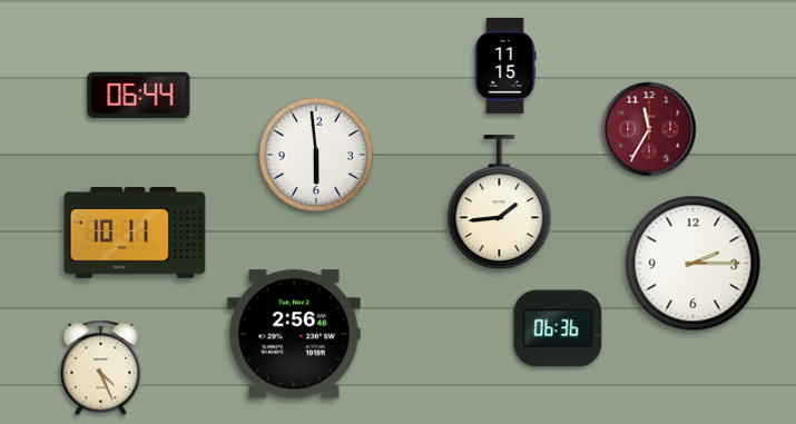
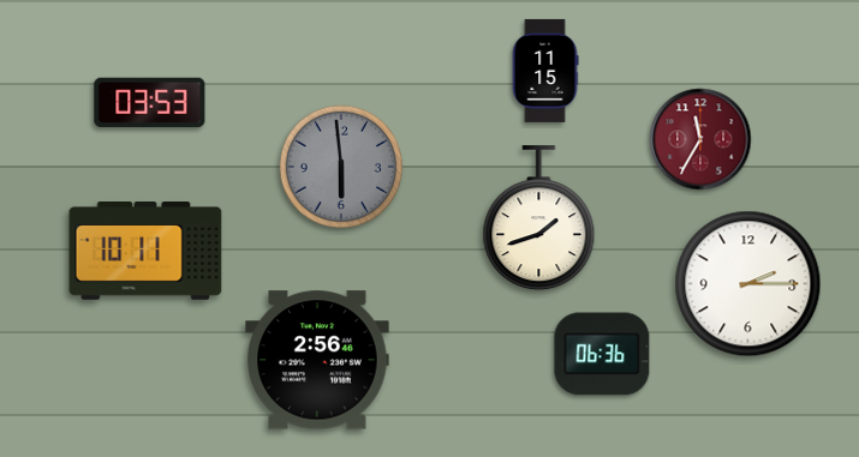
clock at (139, 95): 06:44 -> 03:53
clock at (315, 154) dial: white -> grey
clock at (500, 203): 1:44 -> 1:42
clock at (101, 368): 4:26 -> none
